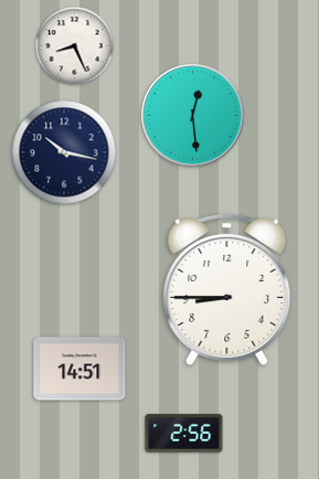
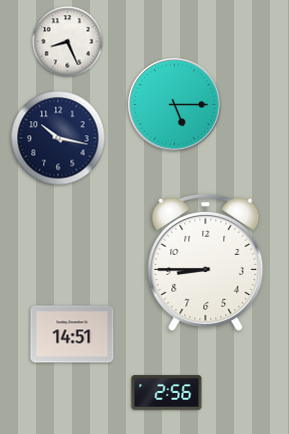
clock at (193, 116): 12:29 -> 5:15
